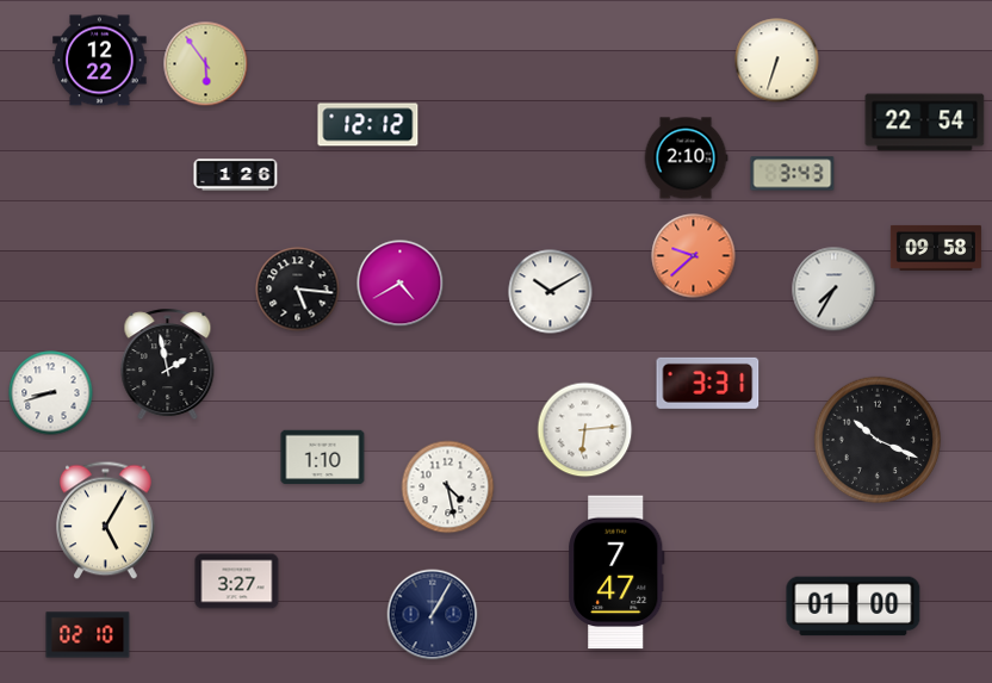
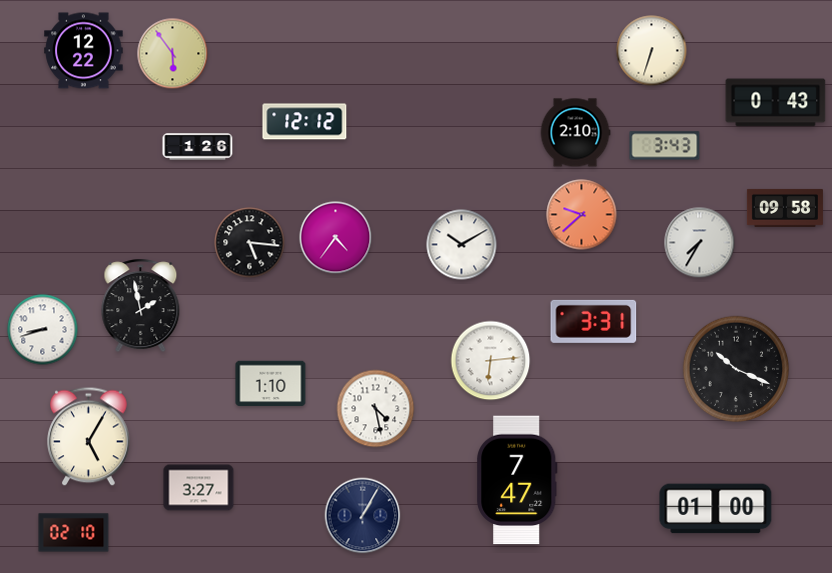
clock at (925, 123): 22:54 -> 0:43
clock at (368, 125) position: (368, 125) -> (305, 122)
clock at (401, 284): 4:40 -> 4:36
